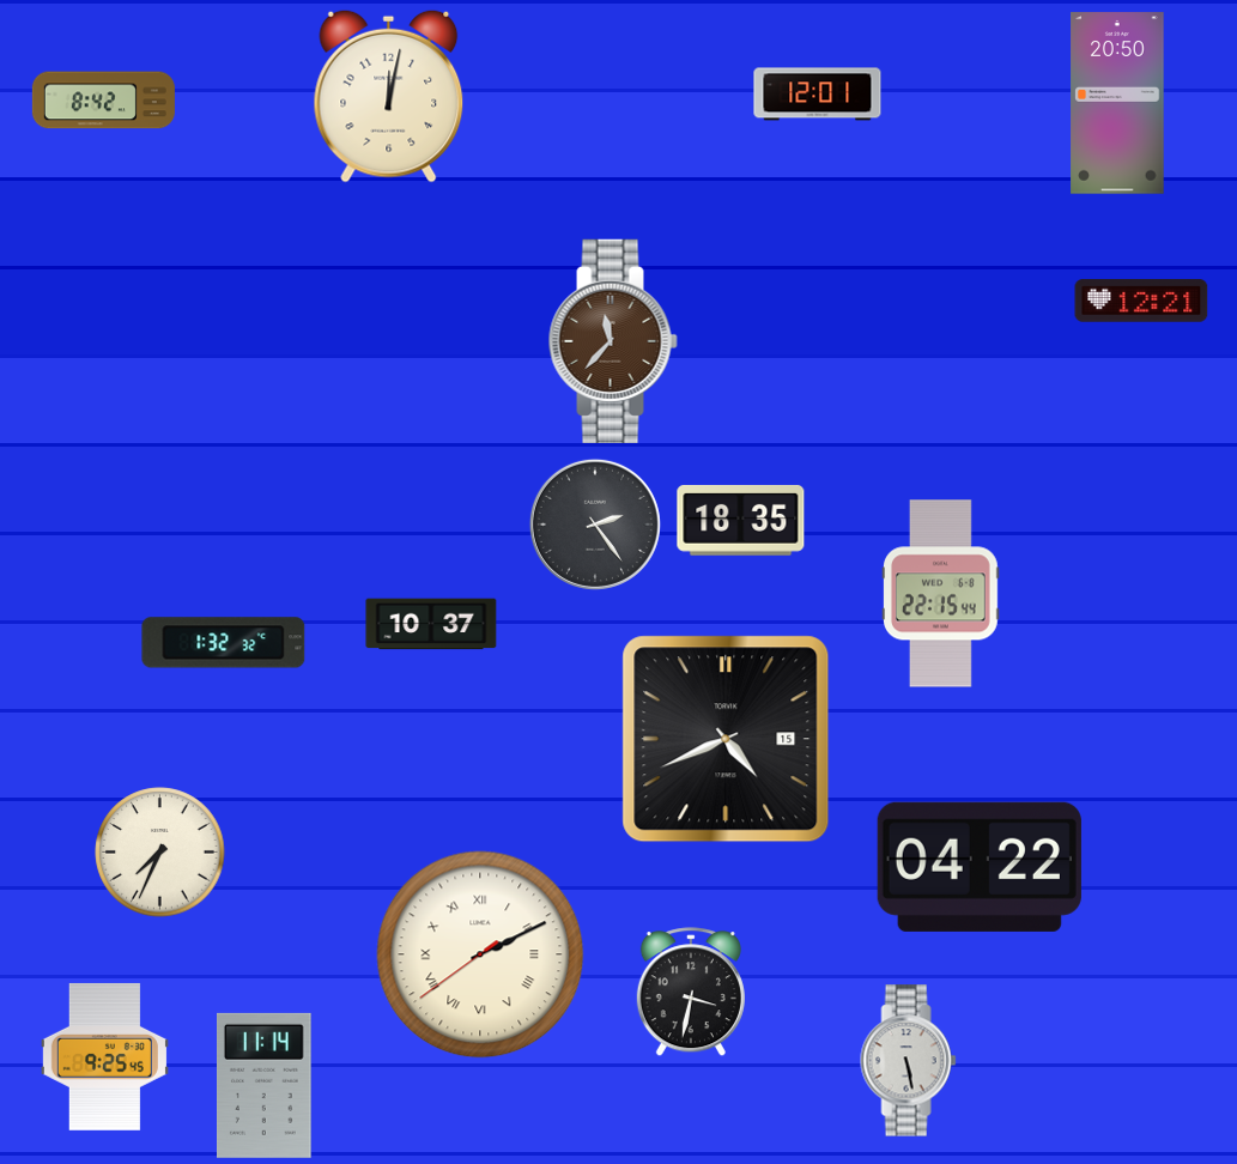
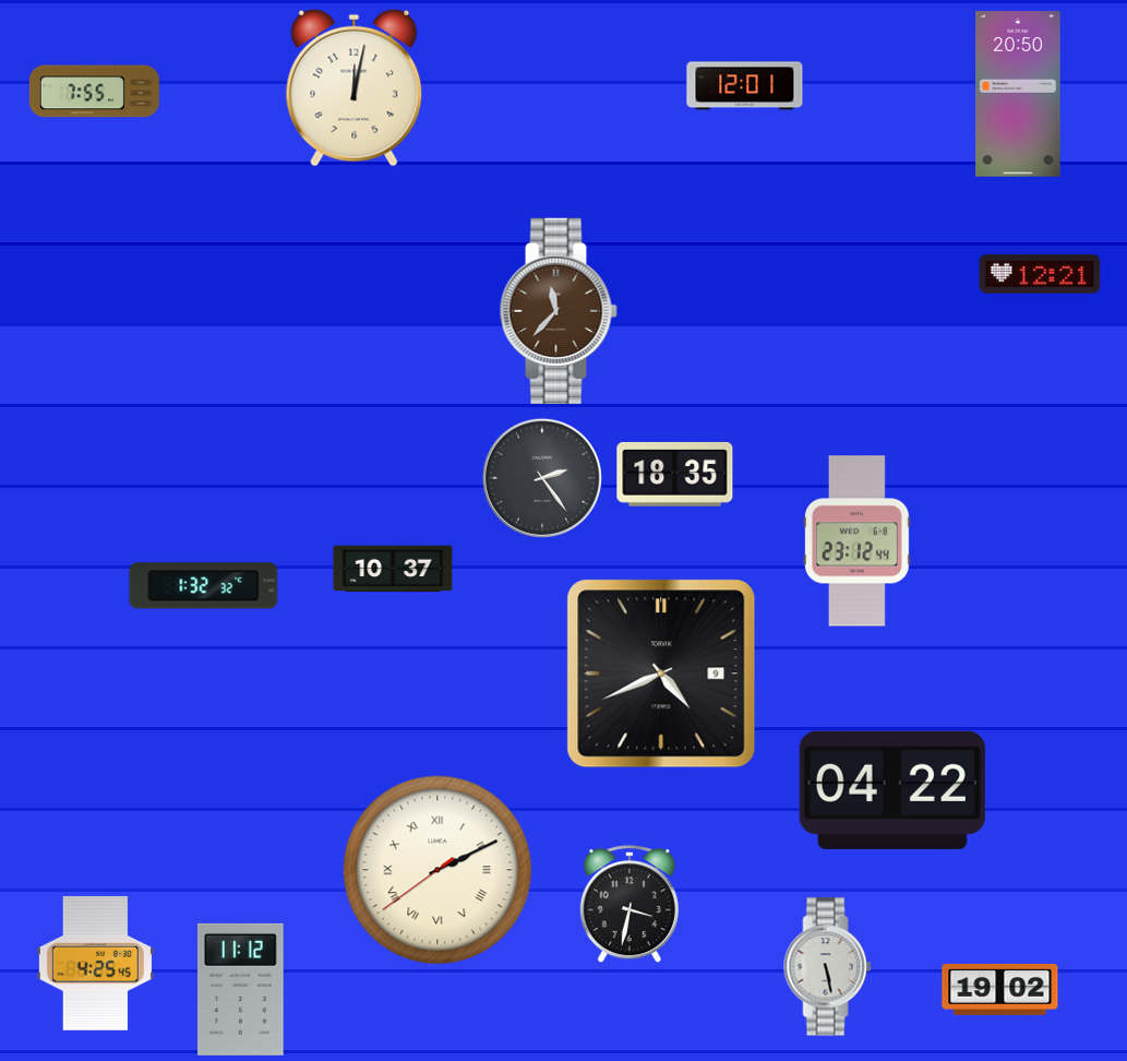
clock at (103, 101): 8:42 -> 7:55
clock at (941, 594): 22:15 -> 23:12
clock at (726, 739) date: 15 -> 9
clock at (160, 853): 7:34 -> none
clock at (104, 1056): 9:25 -> 4:25
clock at (265, 1085): 11:14 -> 11:12
clock at (1000, 989): none -> 19:02
